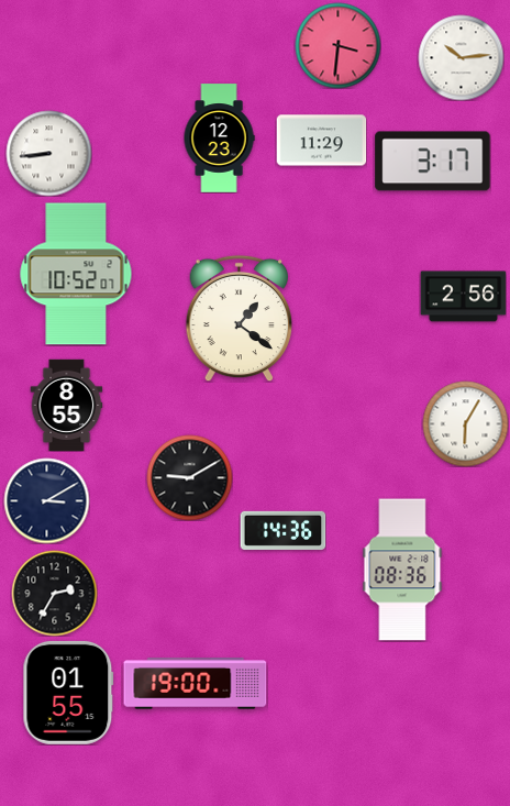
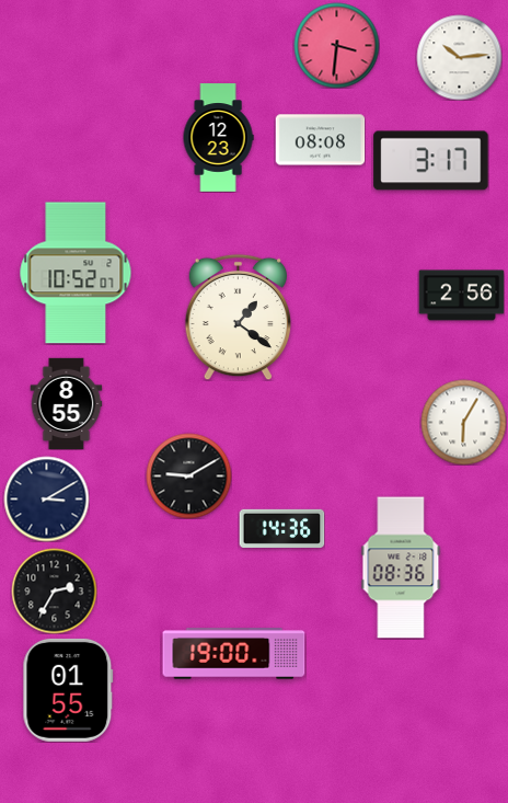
clock at (321, 141): 11:29 -> 08:08
clock at (48, 153): 8:44 -> none
clock at (196, 684) position: (196, 684) -> (234, 654)
